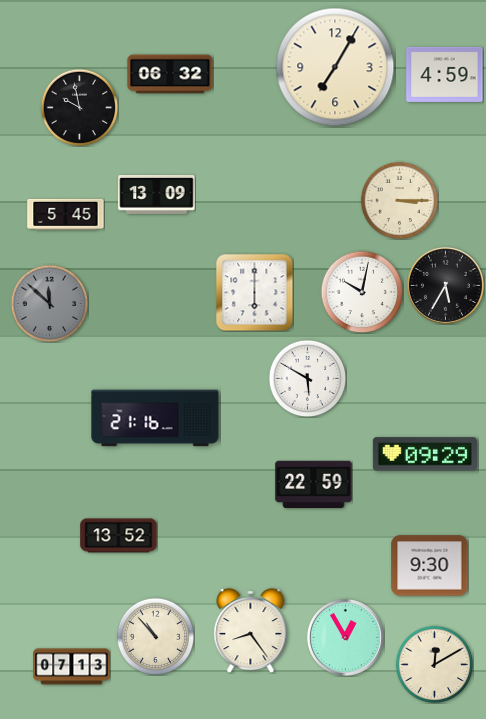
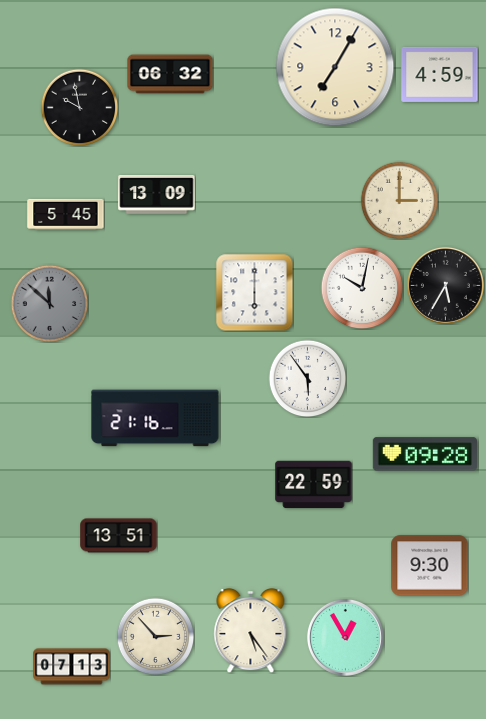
clock at (445, 74) position: (445, 74) -> (440, 74)
clock at (399, 200): 3:15 -> 3:00
clock at (362, 292) position: (362, 292) -> (362, 288)
clock at (307, 378): 5:50 -> 5:54
clock at (424, 454): 09:29 -> 09:28
clock at (119, 536): 13:52 -> 13:51
clock at (251, 631): 8:24 -> 5:24
clock at (155, 636): 10:53 -> 2:53
clock at (434, 664): 12:10 -> none
